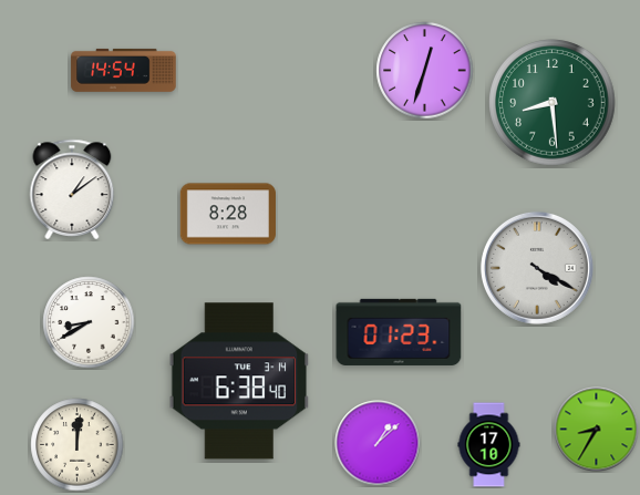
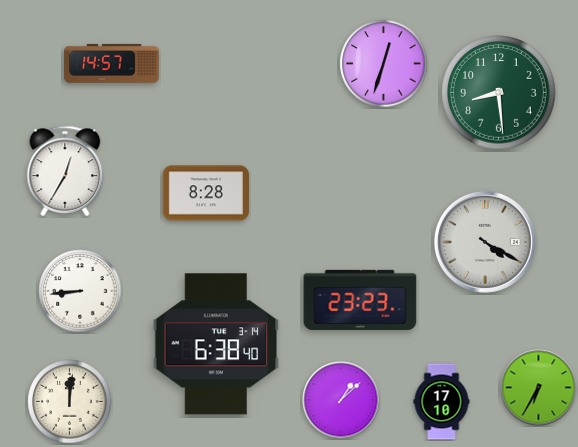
clock at (124, 70): 14:54 -> 14:57
clock at (72, 189): 1:09 -> 12:35
clock at (89, 322): 8:40 -> 8:44
clock at (399, 332): 01:23 -> 23:23
clock at (597, 430): 8:35 -> 6:35
